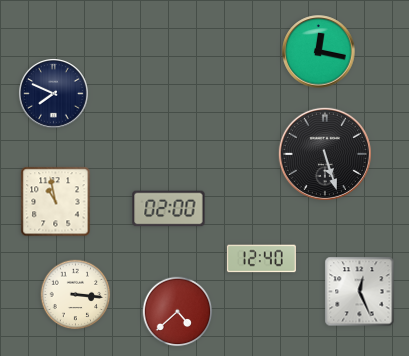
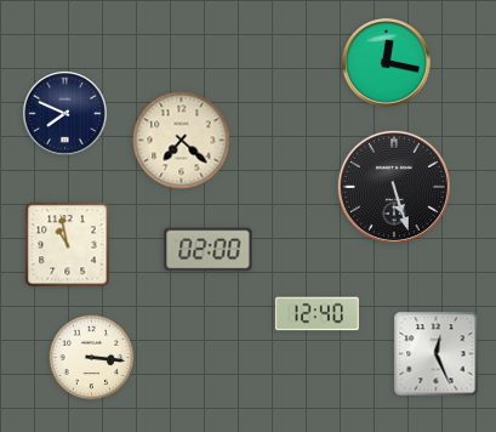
clock at (182, 141): none -> 7:22
clock at (169, 209) position: (169, 209) -> (209, 250)
clock at (178, 312): 4:38 -> none
